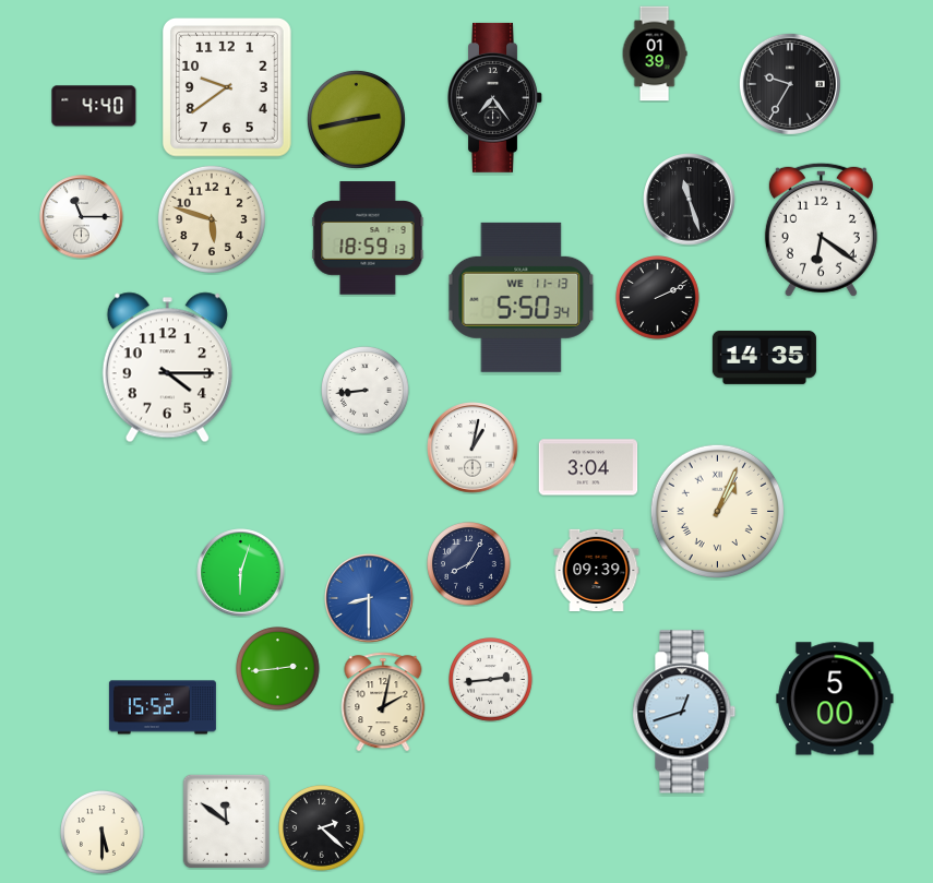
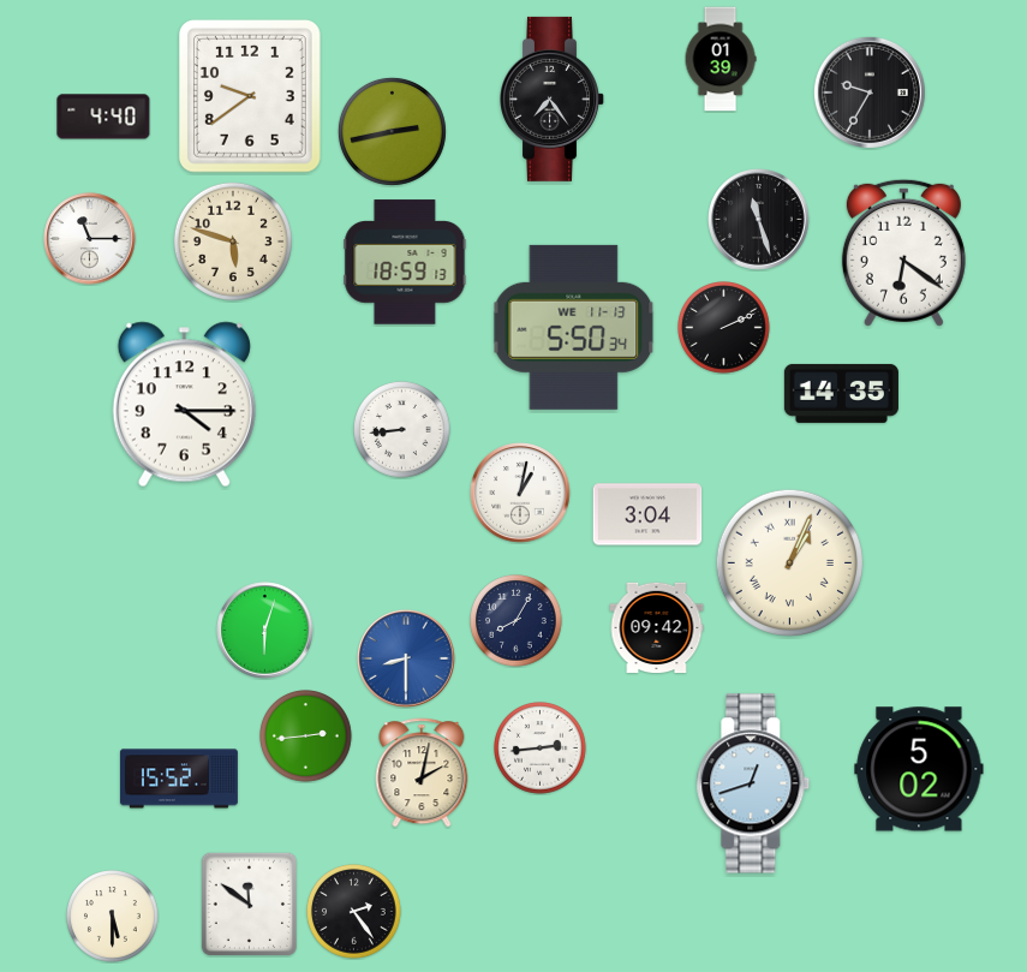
clock at (495, 97) position: (495, 97) -> (553, 99)
clock at (597, 571): 09:39 -> 09:42
clock at (835, 699): 5:00 -> 5:02
clock at (322, 828): 2:22 -> 2:24
